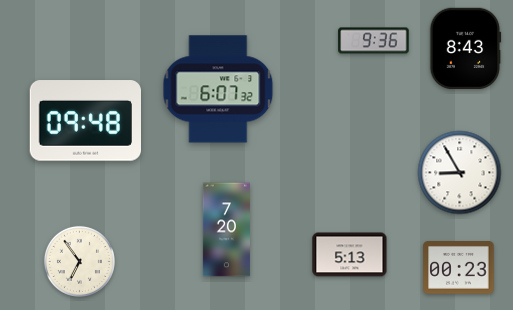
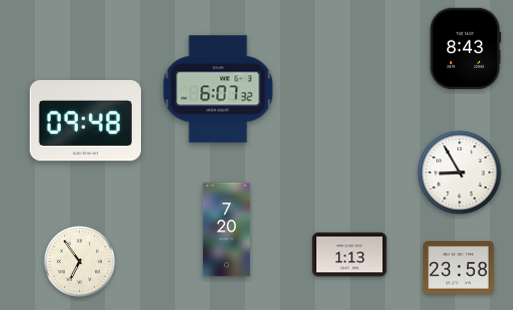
clock at (374, 41): 9:36 -> none
clock at (350, 255): 5:13 -> 1:13
clock at (459, 268): 00:23 -> 23:58
